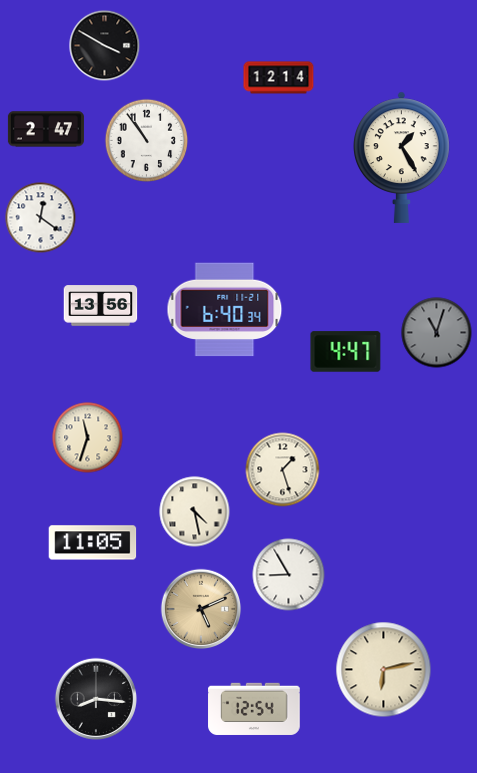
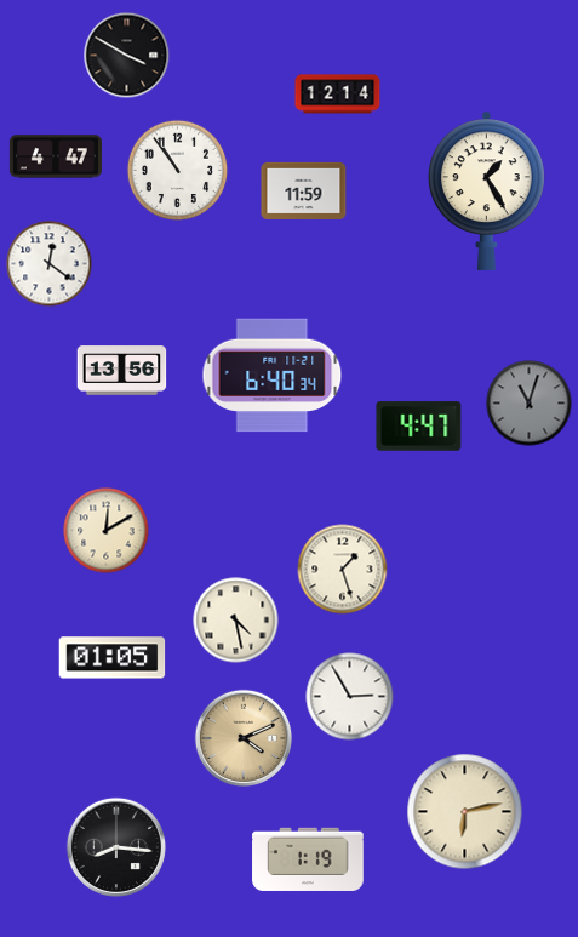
clock at (46, 129): 2:47 -> 4:47
clock at (304, 190): none -> 11:59
clock at (88, 438): 11:33 -> 12:10
clock at (93, 543): 11:05 -> 01:05
clock at (289, 575): 8:55 -> 2:55
clock at (201, 609): 5:11 -> 4:11
clock at (254, 709): 12:54 -> 1:19
